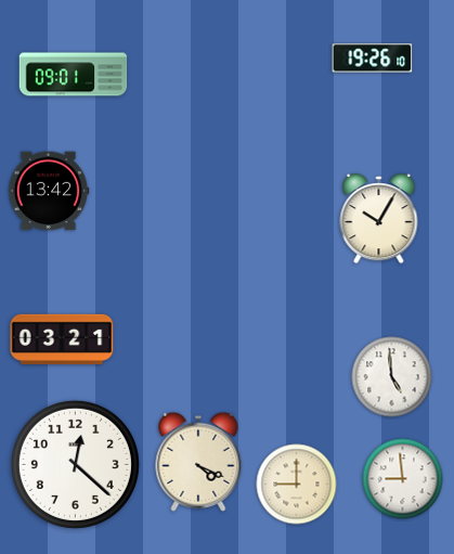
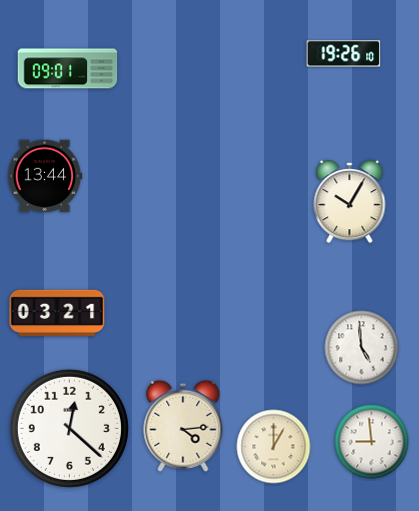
clock at (49, 191): 13:42 -> 13:44
clock at (198, 462): 4:19 -> 4:14
clock at (297, 485): 9:00 -> 1:00
